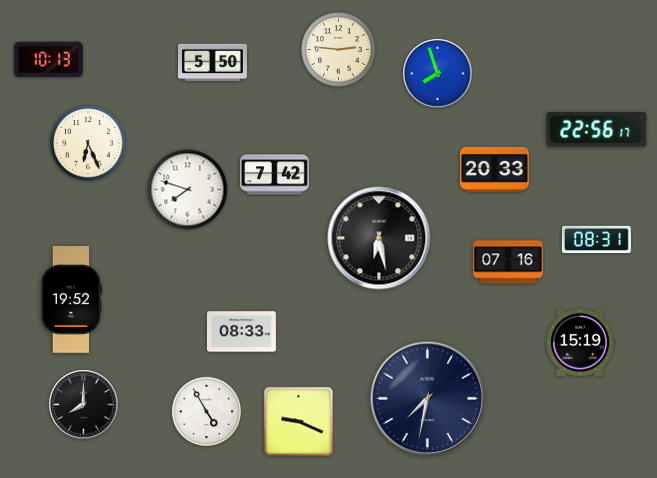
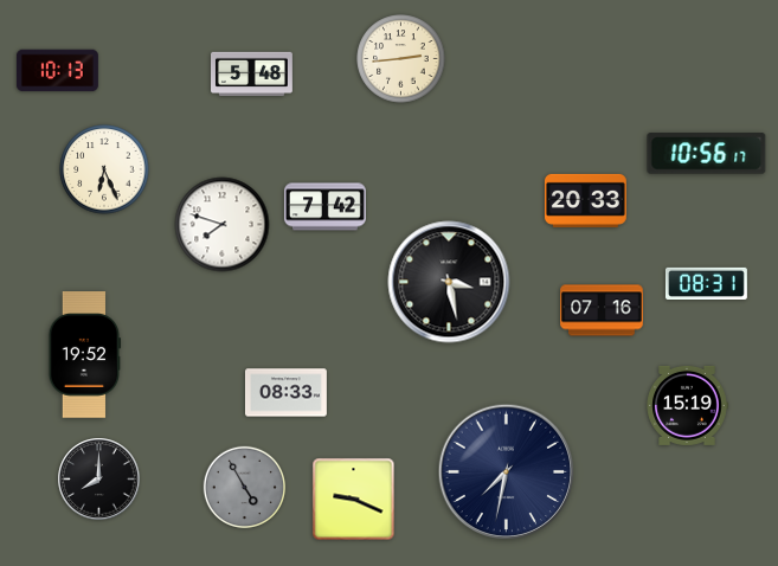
clock at (339, 50): 2:46 -> 2:44
clock at (213, 63): 5:50 -> 5:48
clock at (438, 74): 7:57 -> none
clock at (597, 130): 22:56 -> 10:56
clock at (379, 238): 6:28 -> 3:28
clock at (207, 412) dial: white -> grey
